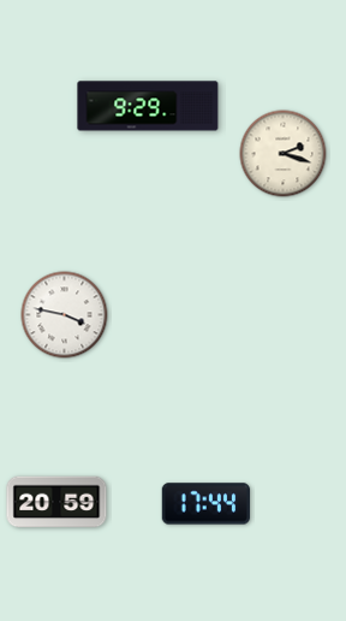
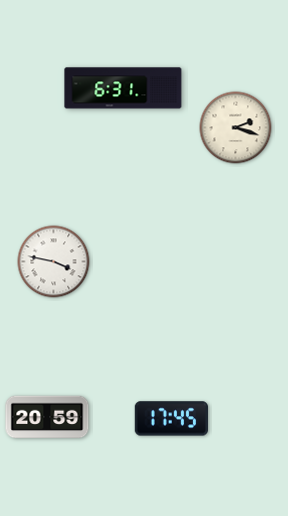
clock at (148, 106): 9:29 -> 6:31
clock at (205, 504): 17:44 -> 17:45
